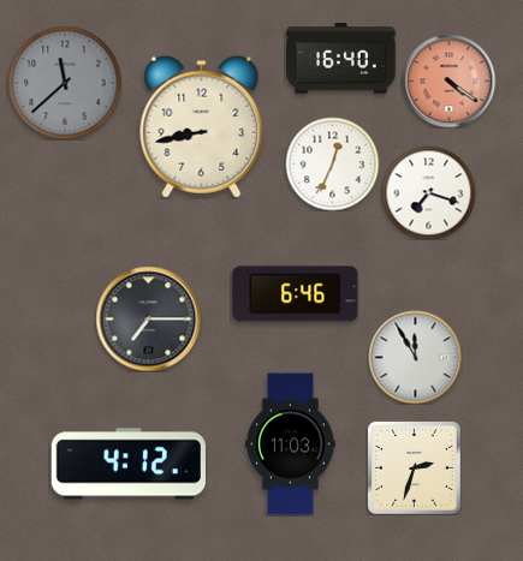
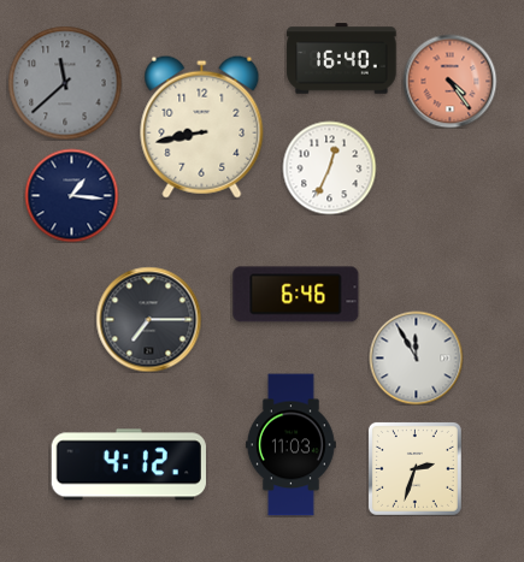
clock at (448, 80): 4:21 -> 4:24
clock at (332, 163) position: (332, 163) -> (329, 167)
clock at (428, 192): 7:18 -> none
clock at (71, 195): none -> 1:16
